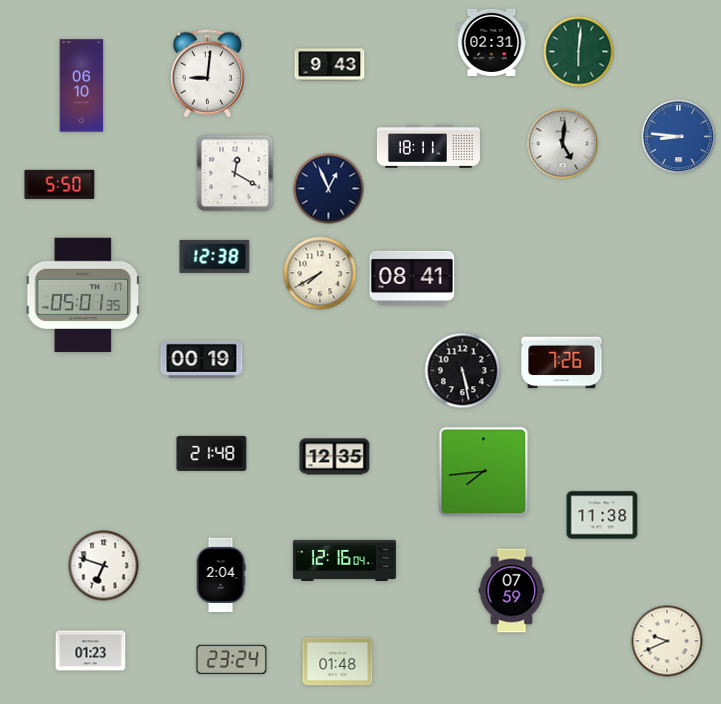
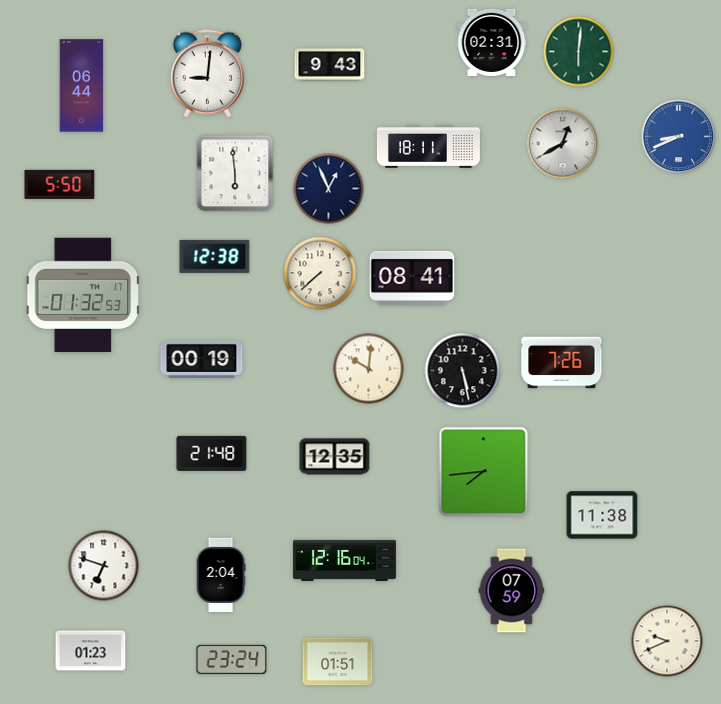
clock at (82, 86): 06:10 -> 06:44
clock at (679, 137): 8:46 -> 8:41
clock at (563, 144): 5:01 -> 12:40
clock at (235, 173): 12:20 -> 5:59
clock at (320, 273): 7:40 -> 7:38
clock at (83, 295): 05:01 -> 01:32
clock at (369, 369): none -> 10:01
clock at (338, 662): 01:48 -> 01:51
